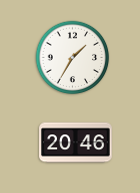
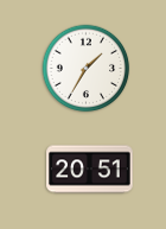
clock at (76, 143): 20:46 -> 20:51
